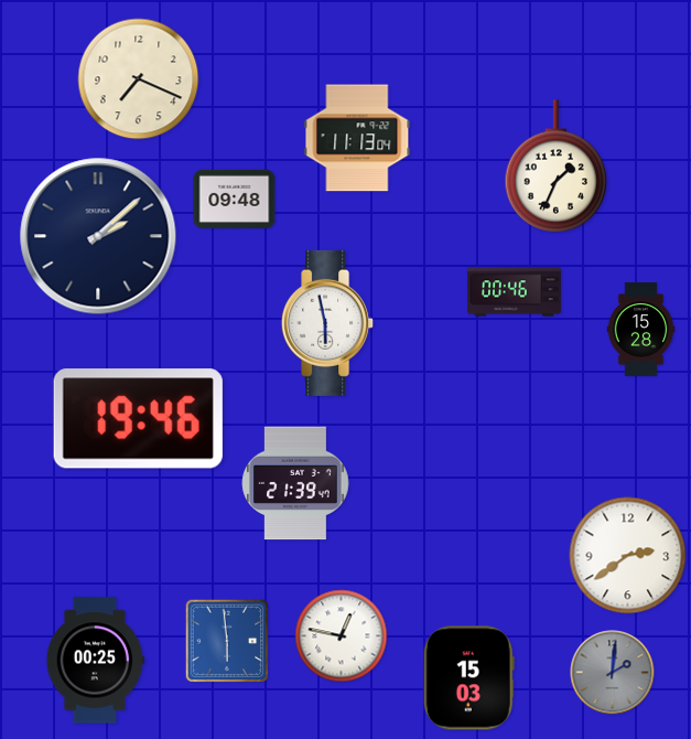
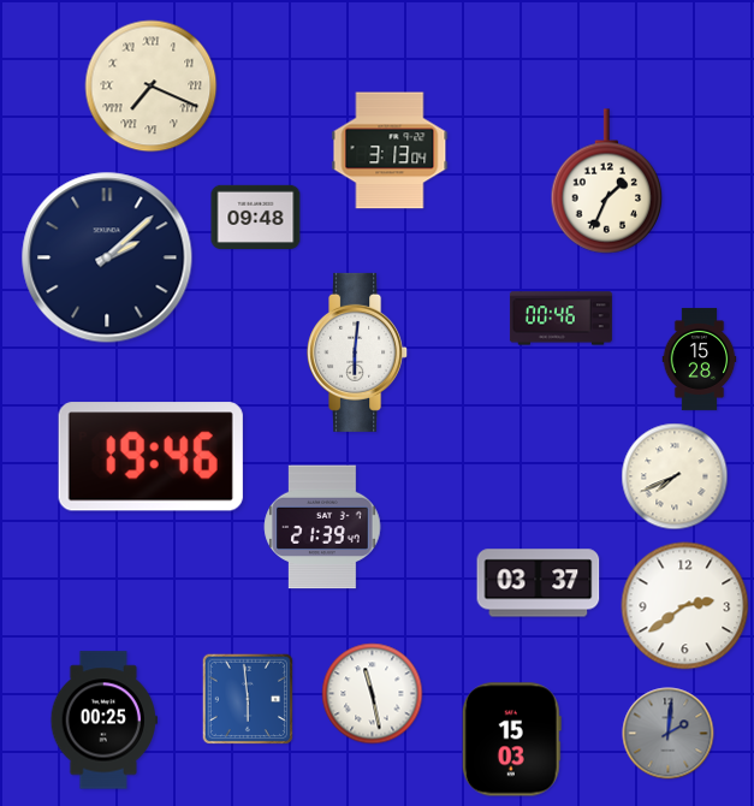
clock at (139, 79) numerals: Arabic -> Roman
clock at (357, 138): 11:13 -> 3:13
clock at (328, 323): 5:58 -> 6:01
clock at (675, 476): none -> 7:41
clock at (539, 583): none -> 03:37
clock at (342, 636): 12:47 -> 11:28
